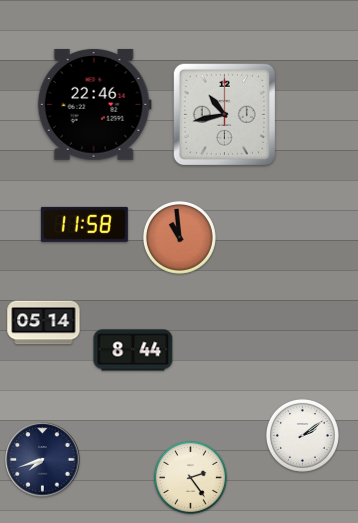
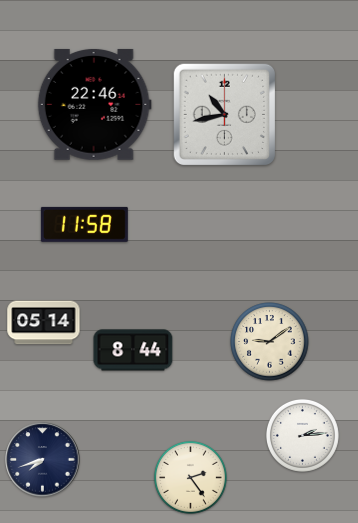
clock at (179, 237): 10:59 -> none
clock at (270, 342): none -> 9:09
clock at (302, 435): 2:09 -> 2:14
